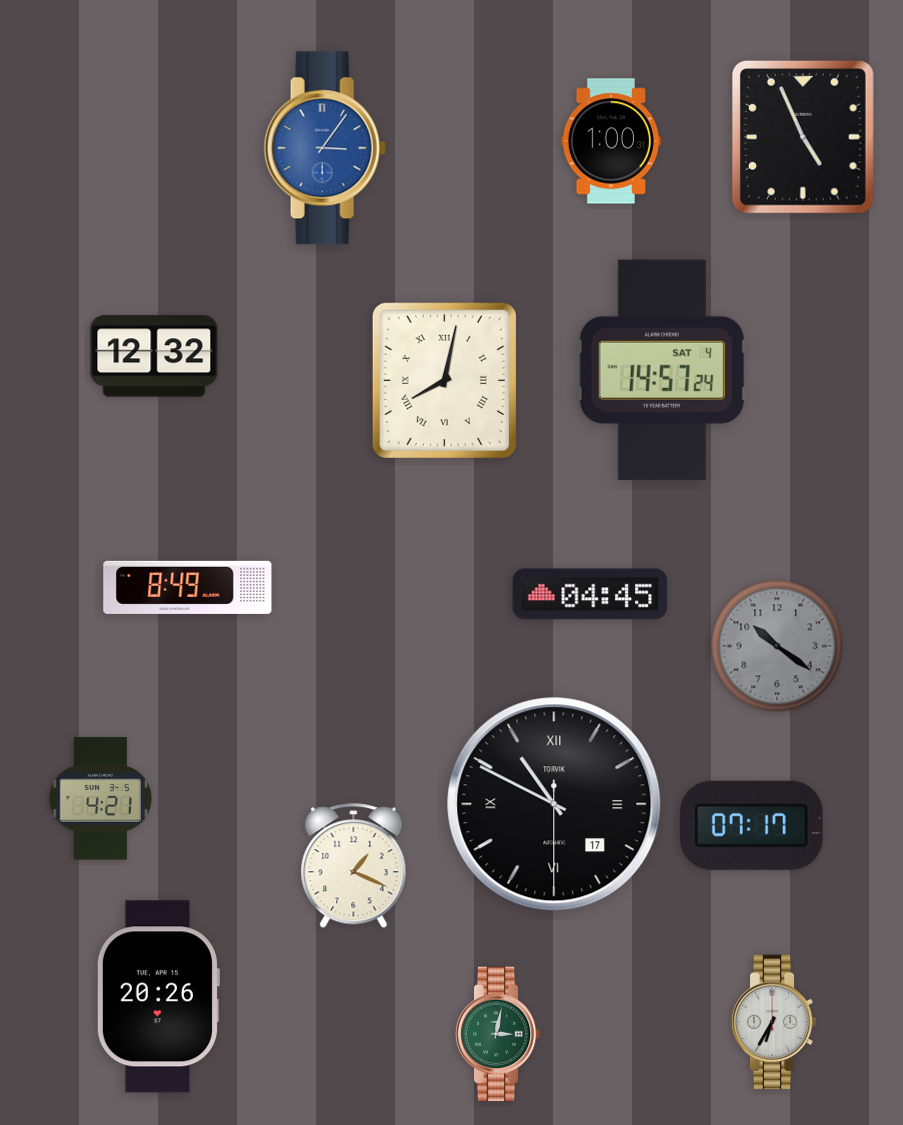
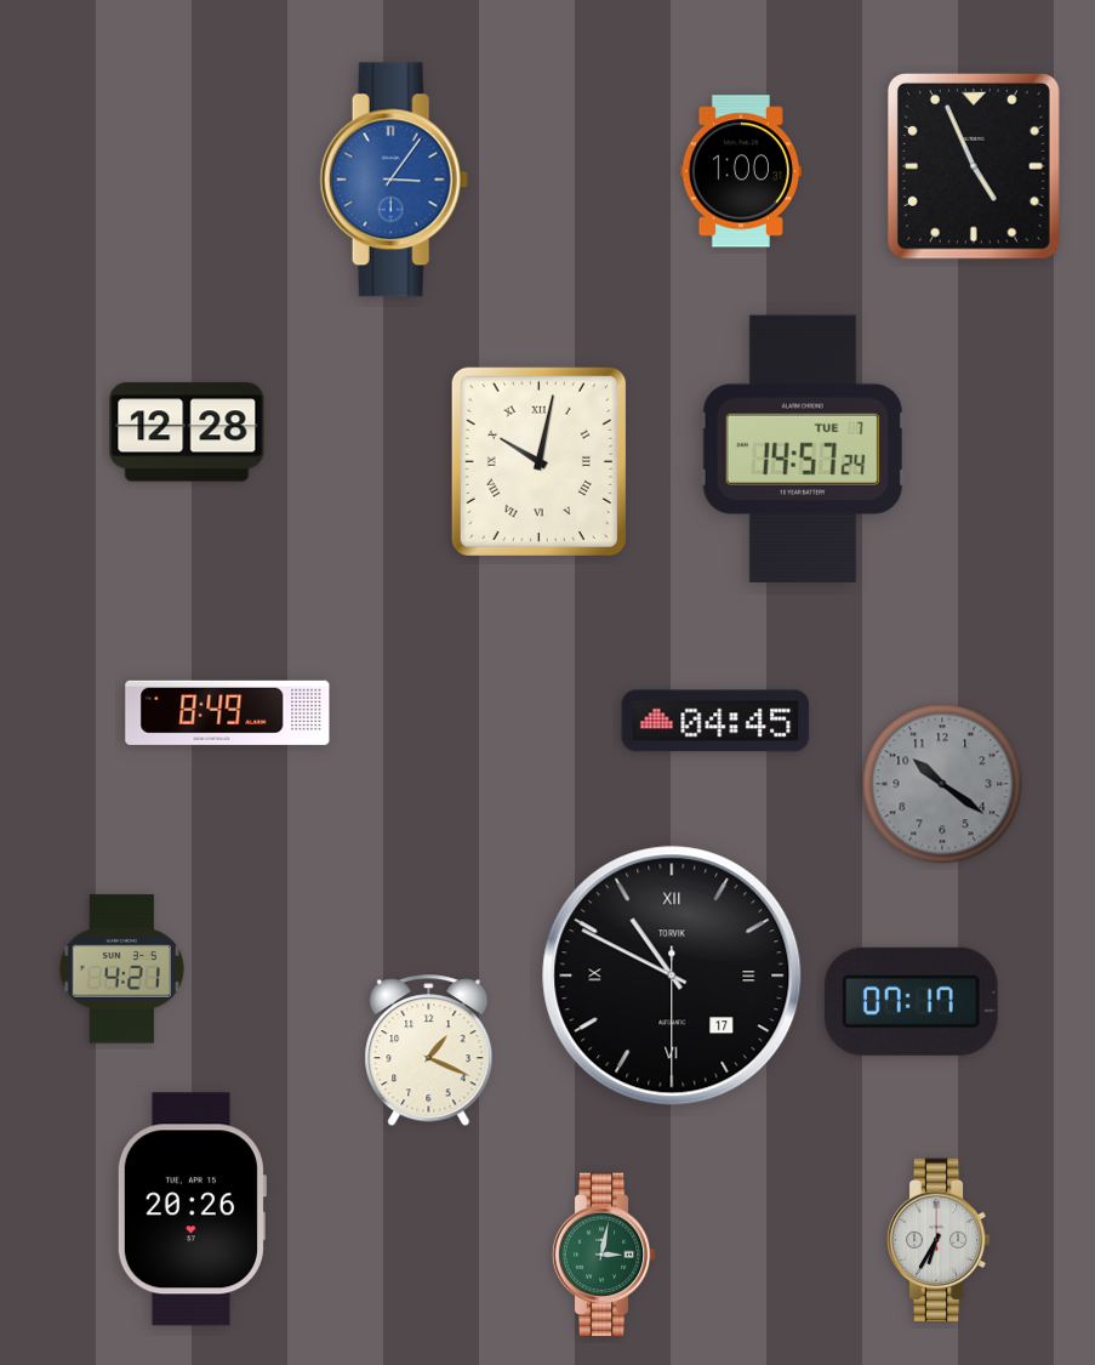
clock at (154, 356): 12:32 -> 12:28
clock at (662, 370) date: SAT 4 -> TUE 7
clock at (444, 380): 8:02 -> 10:02
